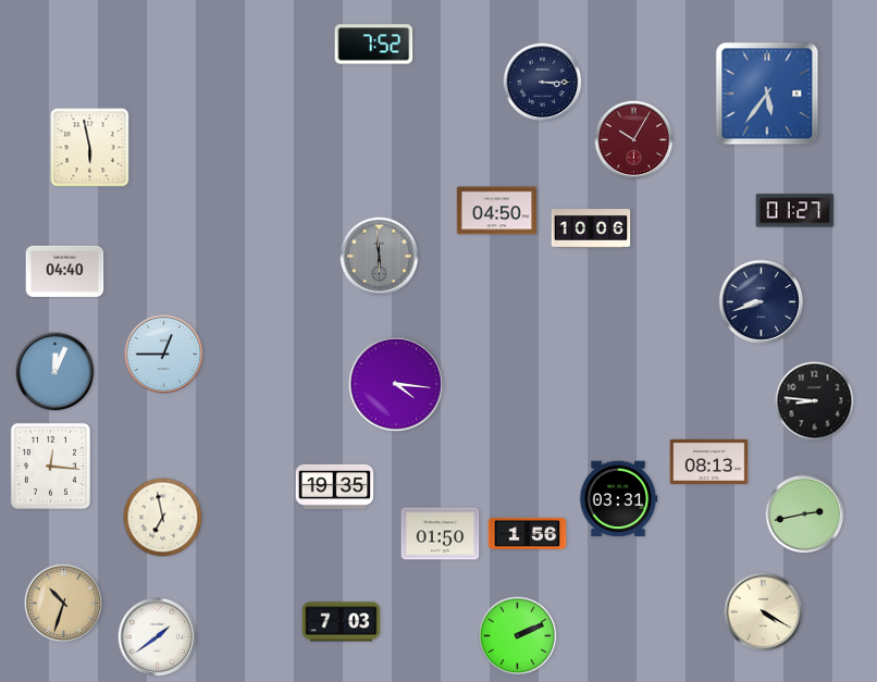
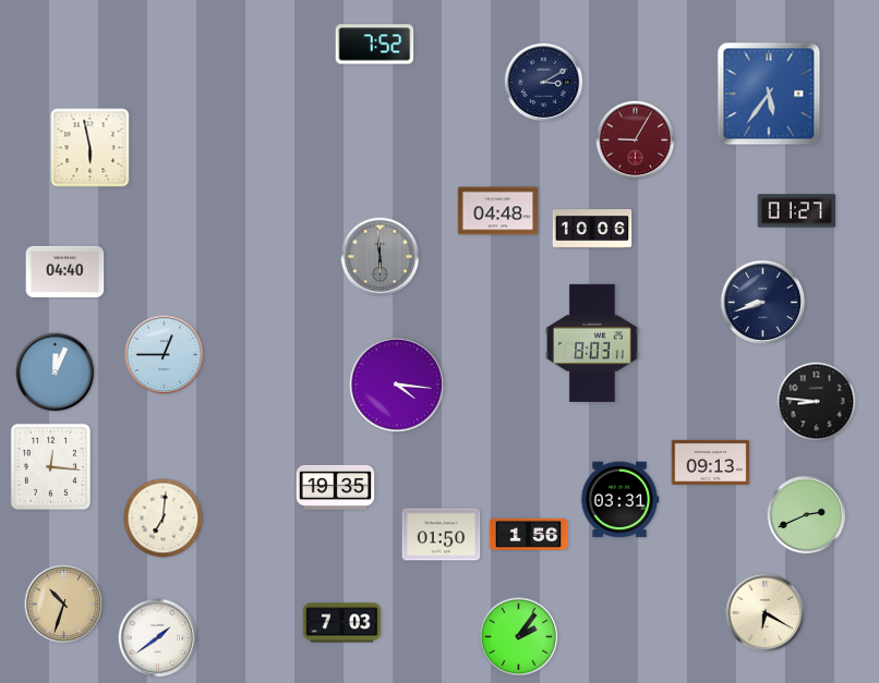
clock at (543, 83): 3:15 -> 3:10
clock at (634, 140): 10:05 -> 9:05
clock at (497, 211): 04:50 -> 04:48
clock at (592, 343): none -> 8:03
clock at (709, 461): 08:13 -> 09:13
clock at (805, 514): 2:43 -> 2:41
clock at (163, 518): 6:58 -> 7:01
clock at (764, 612): 4:20 -> 6:20
clock at (518, 636): 2:11 -> 2:06
